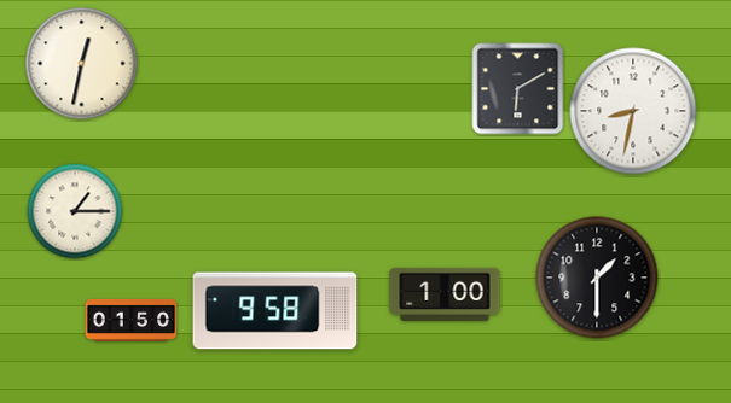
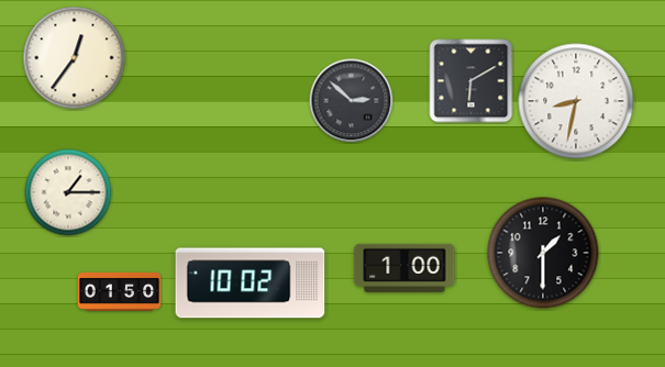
clock at (82, 64): 12:32 -> 12:36
clock at (352, 101): none -> 2:52
clock at (275, 311): 9:58 -> 10:02
